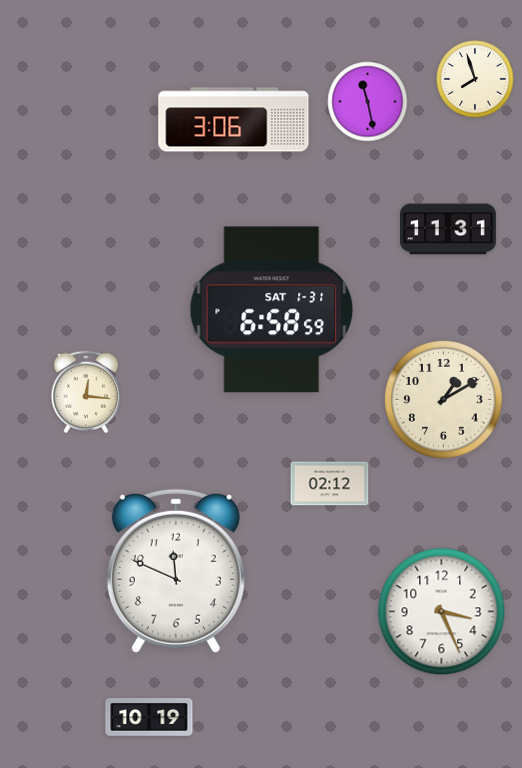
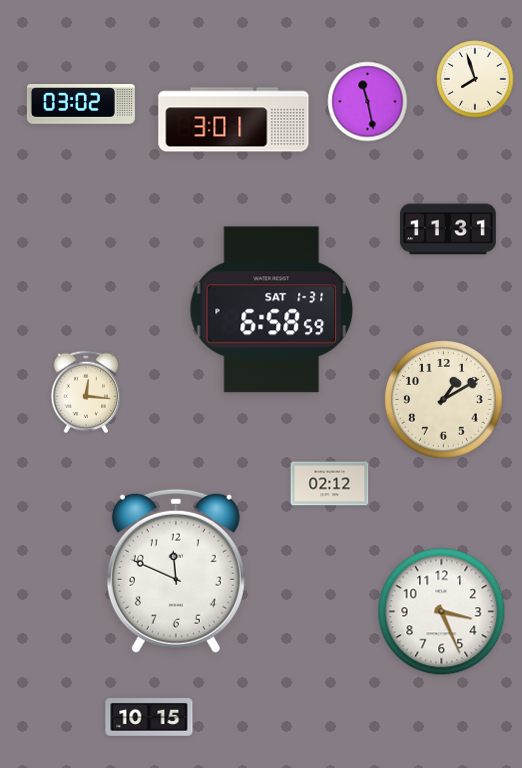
clock at (81, 104): none -> 03:02
clock at (234, 120): 3:06 -> 3:01
clock at (149, 718): 10:19 -> 10:15
